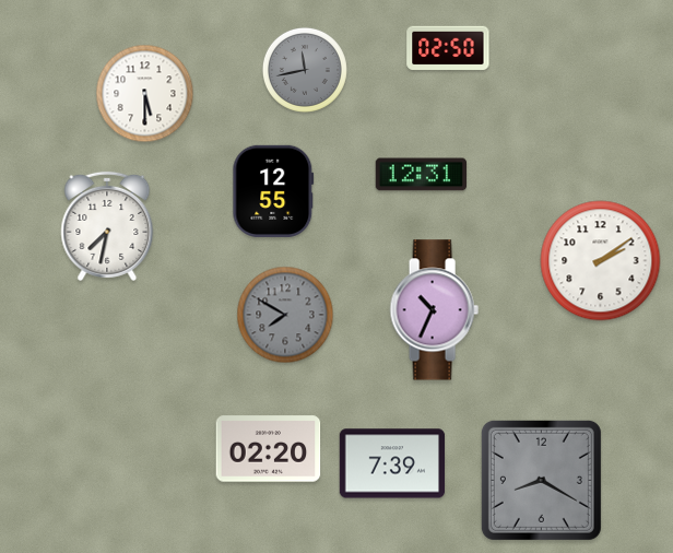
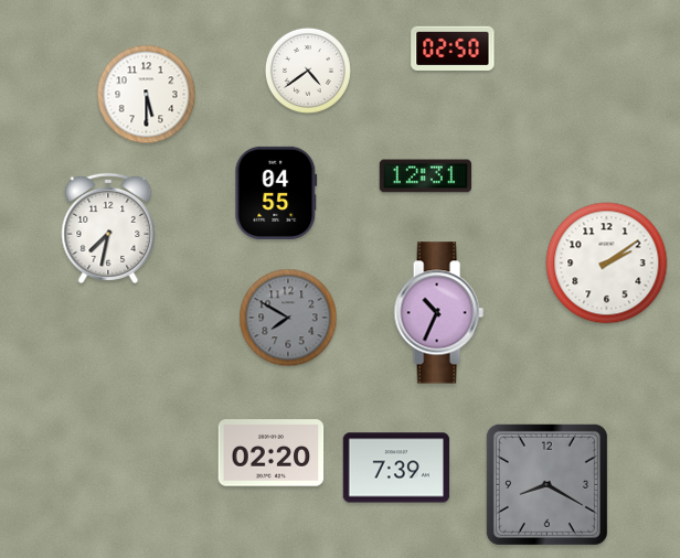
clock at (305, 70): 11:43 -> 4:39
clock at (305, 70) dial: grey -> white
clock at (273, 191): 12:55 -> 04:55
